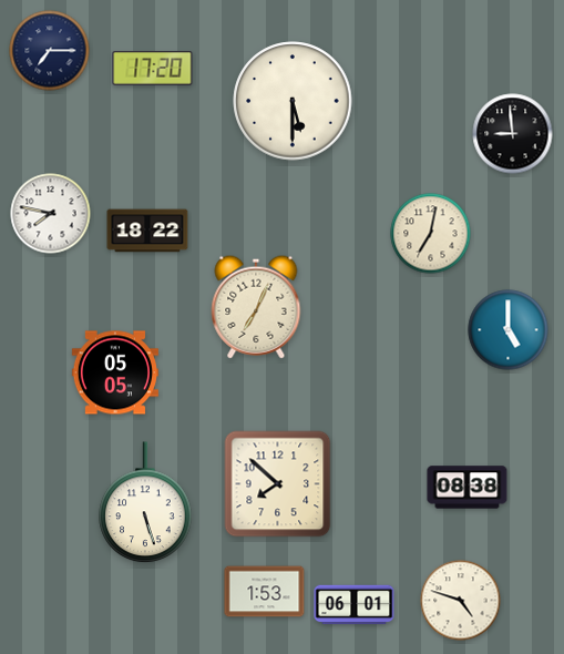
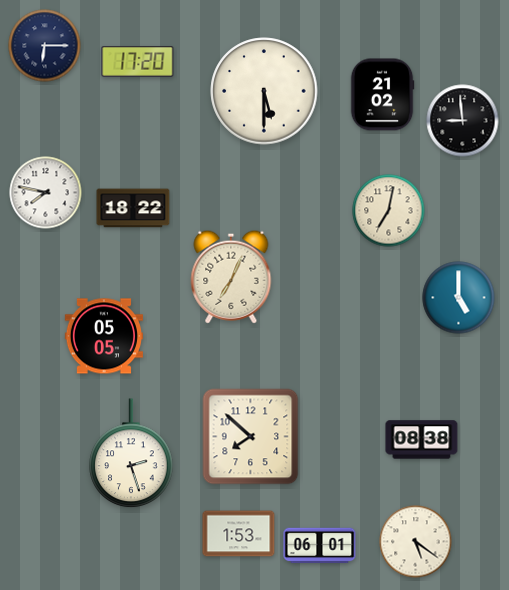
clock at (50, 51): 7:15 -> 6:15
clock at (382, 95): none -> 21:02
clock at (145, 503): 5:27 -> 2:27
clock at (461, 601): 4:48 -> 5:21
